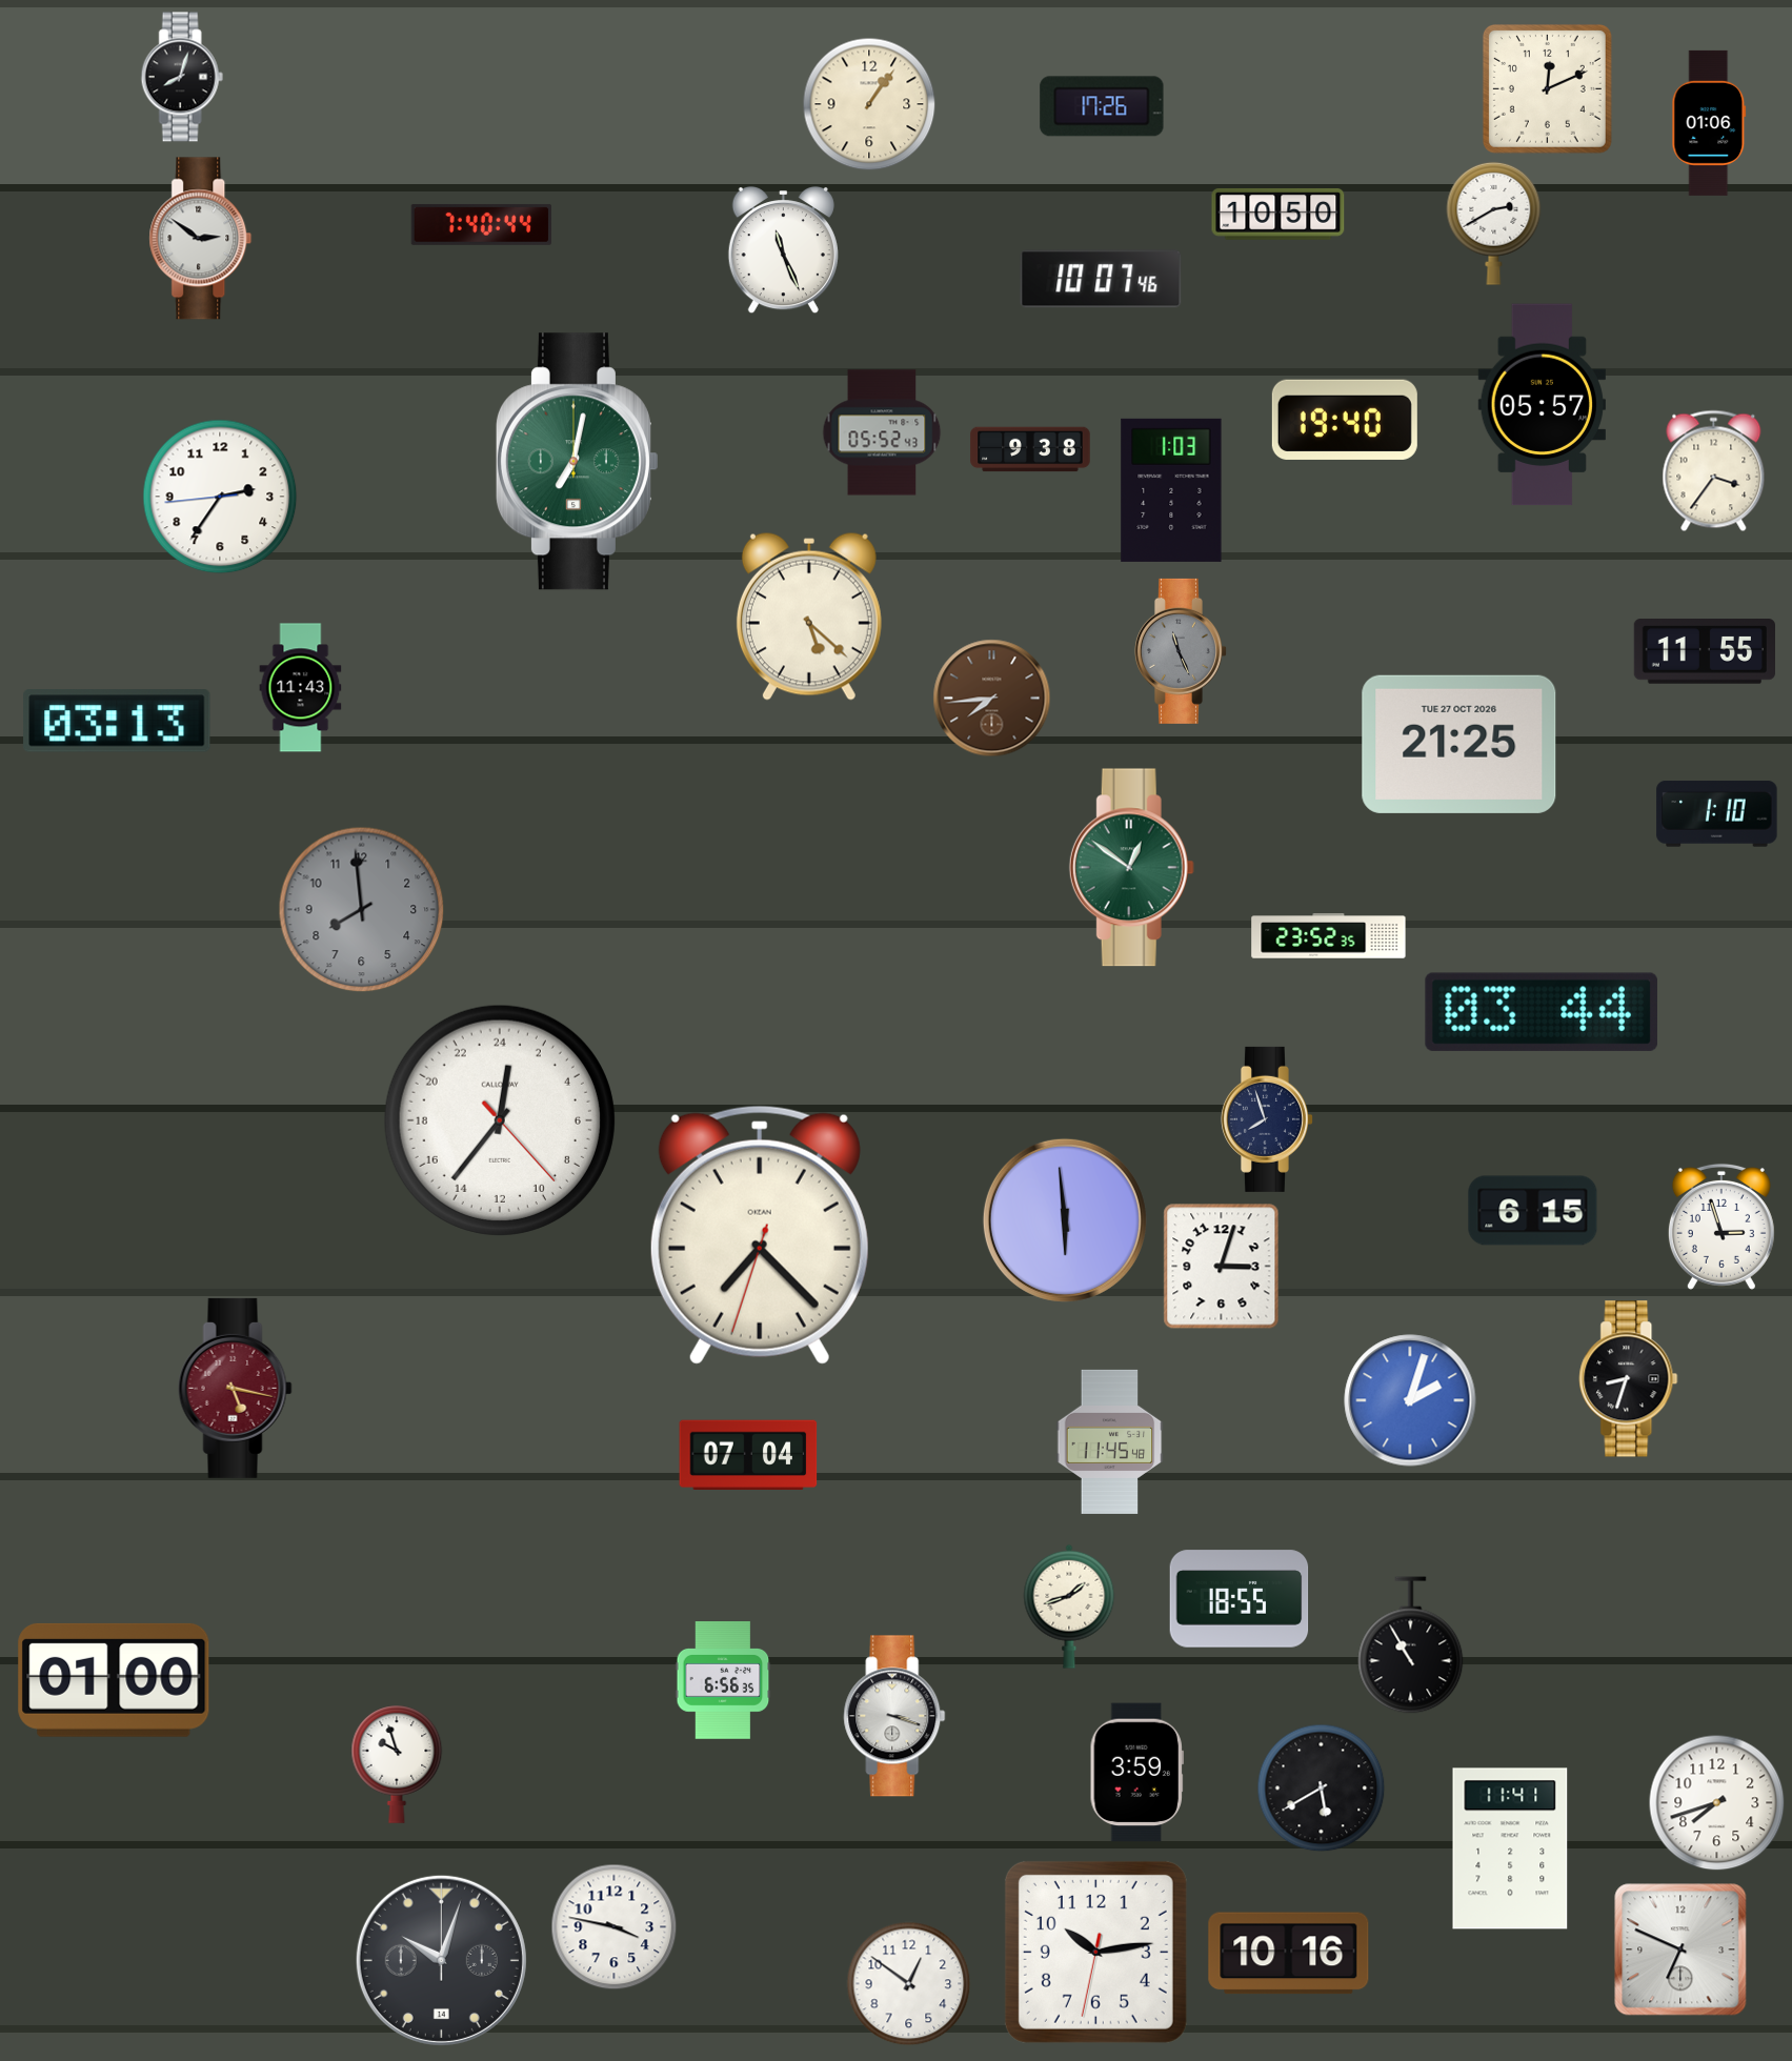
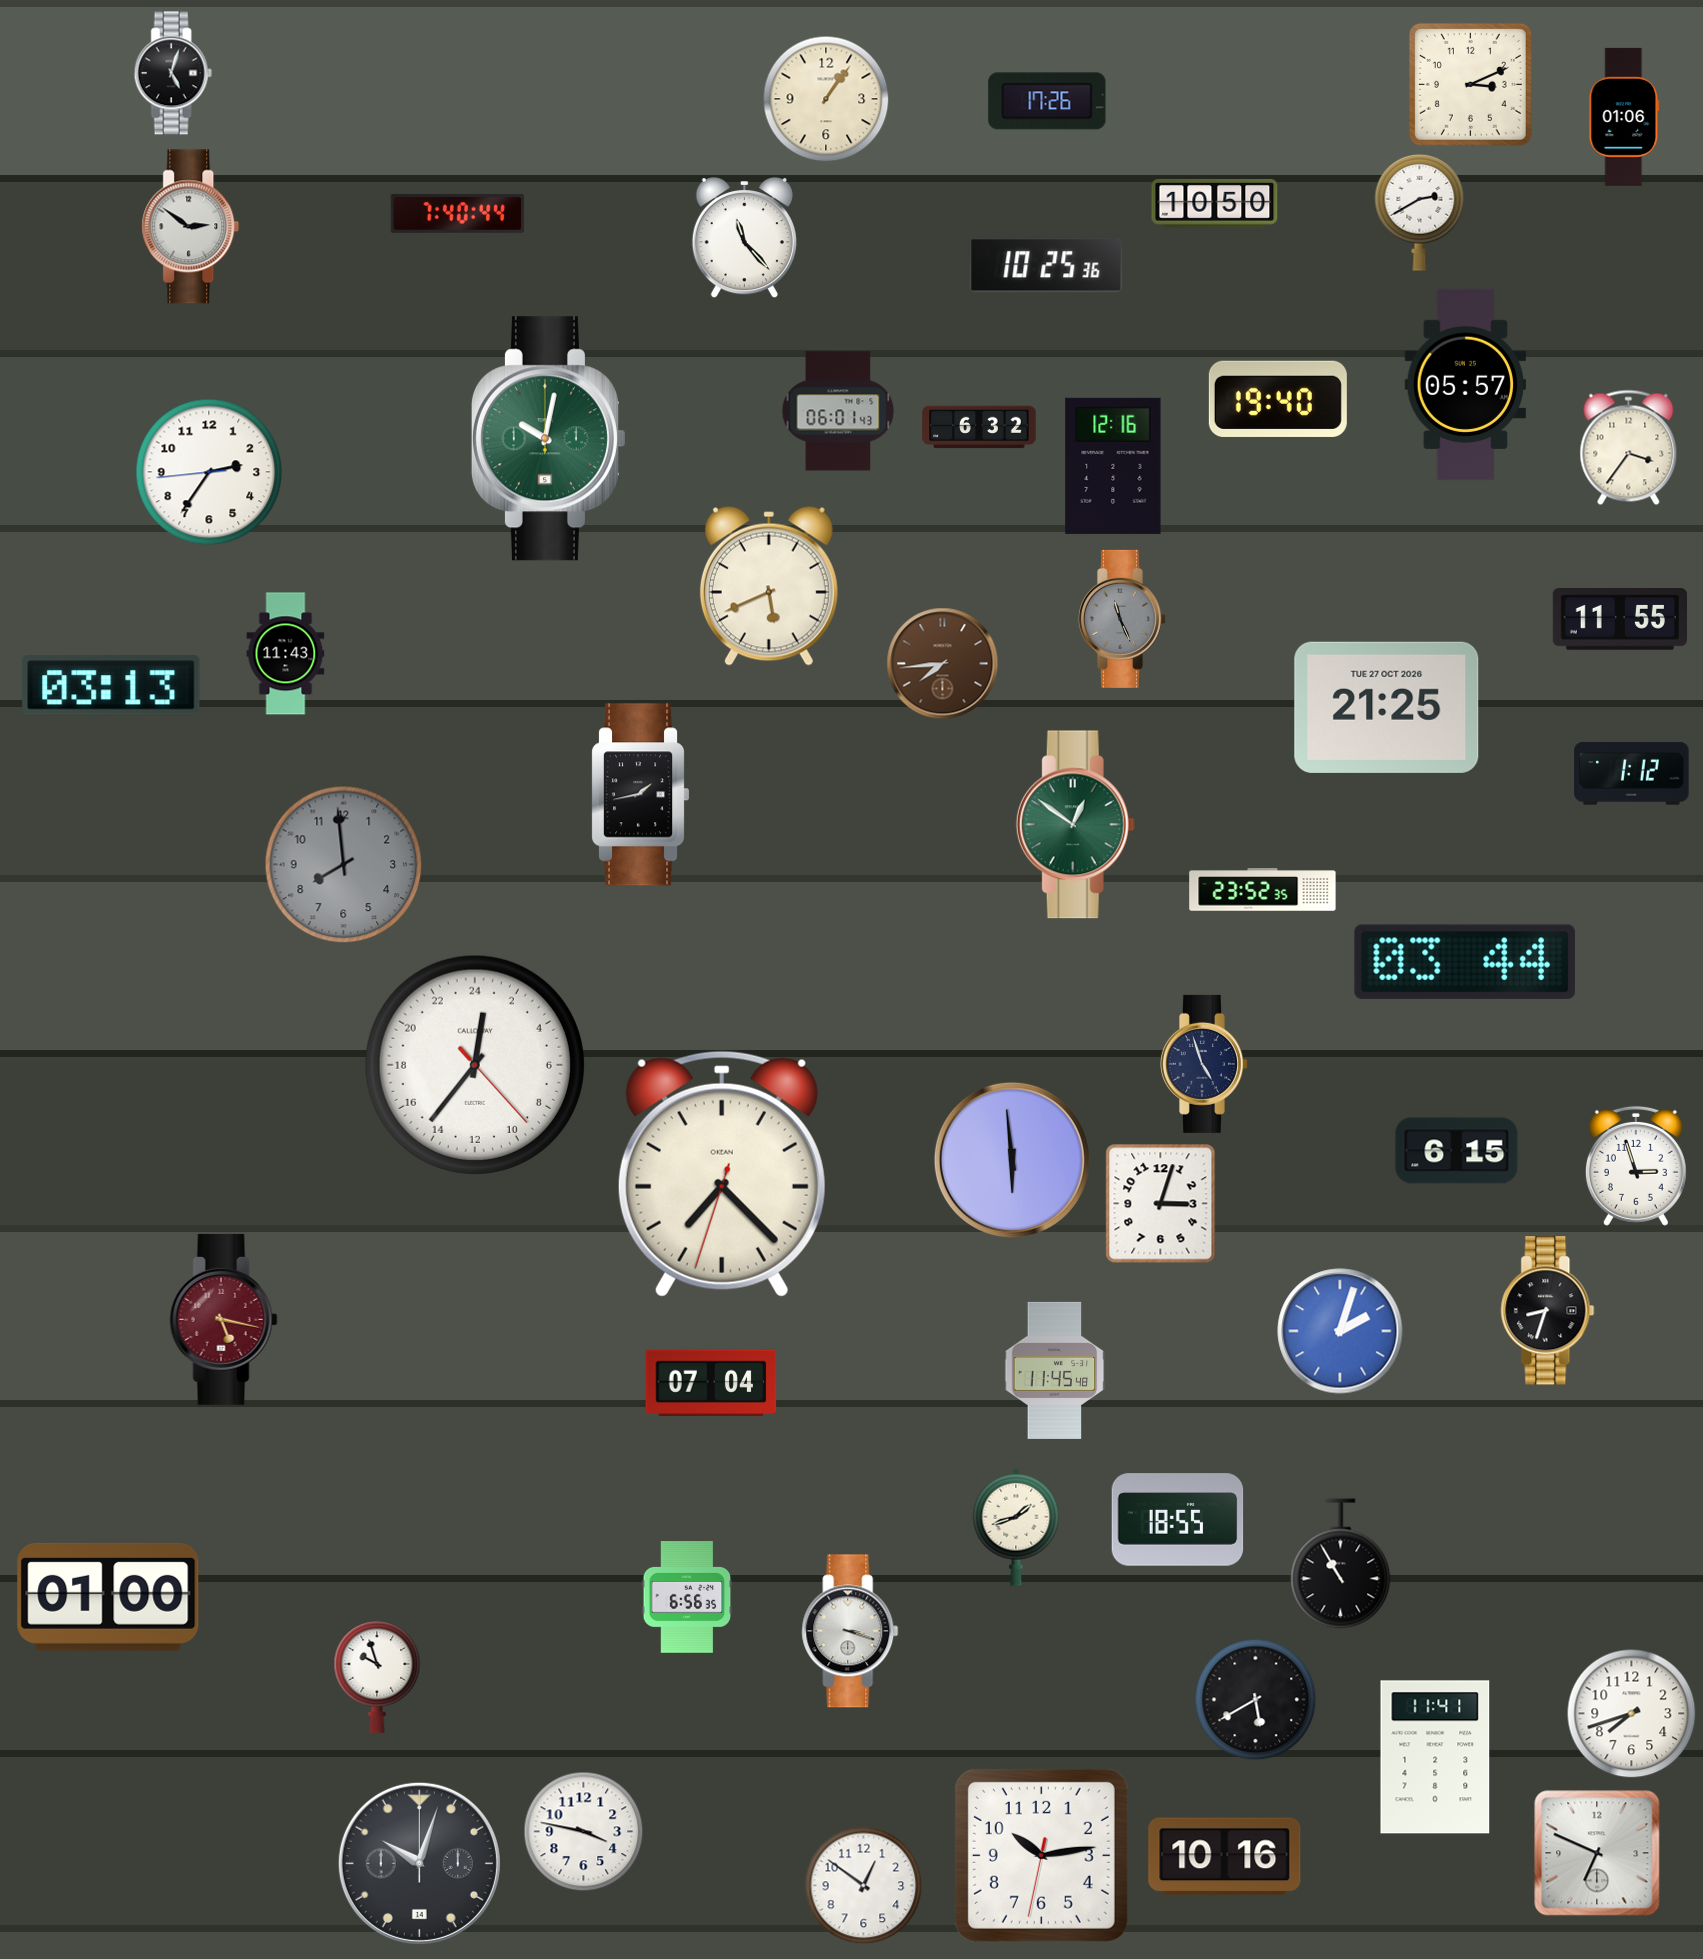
clock at (182, 77): 8:03 -> 5:03
clock at (1547, 88): 12:11 -> 3:11
clock at (783, 250): 11:26 -> 11:23
clock at (1101, 279): 10:07 -> 10:25
clock at (882, 432): 05:52 -> 06:01
clock at (1030, 449): 9:38 -> 6:32
clock at (577, 462): 7:02 -> 10:02
clock at (1171, 490): 1:03 -> 12:16
clock at (809, 617): 5:22 -> 5:41
clock at (1717, 814): 1:10 -> 1:12
clock at (640, 795): none -> 1:43
clock at (1267, 1119): 7:57 -> 4:57
clock at (1136, 1773): 3:59 -> none
